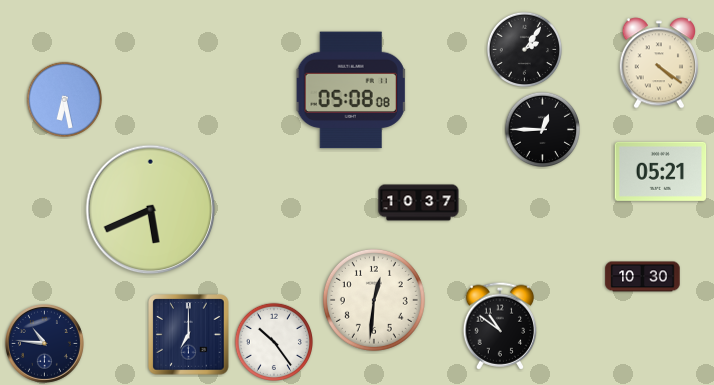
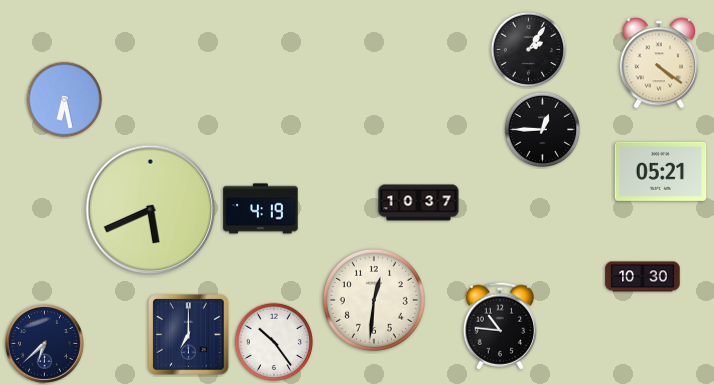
clock at (524, 49) position: (524, 49) -> (528, 49)
clock at (351, 90): 05:08 -> none
clock at (261, 209): none -> 4:19
clock at (500, 326): 10:51 -> 10:46
clock at (44, 343): 10:46 -> 6:38
